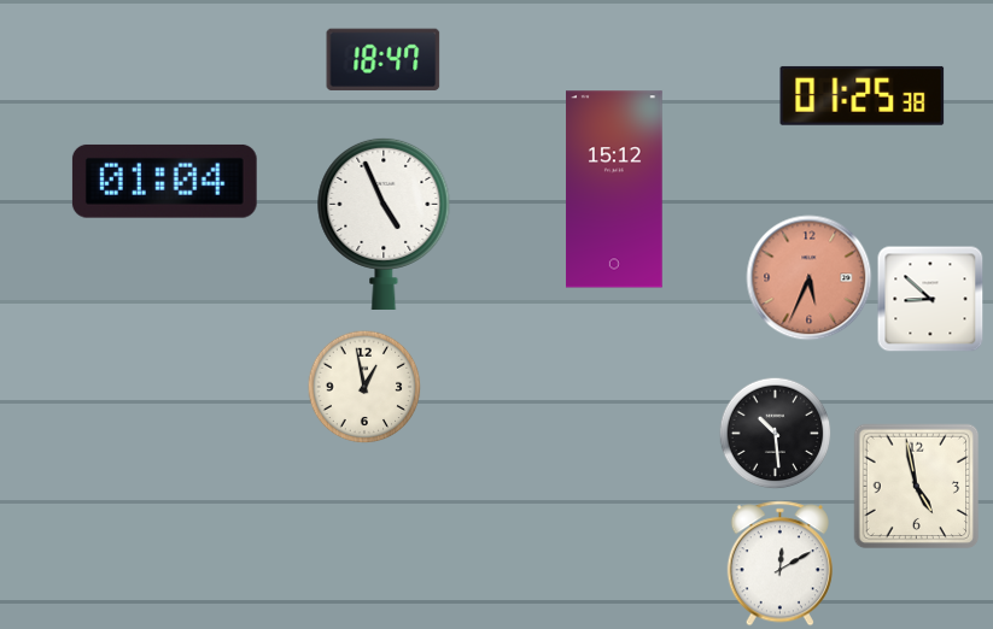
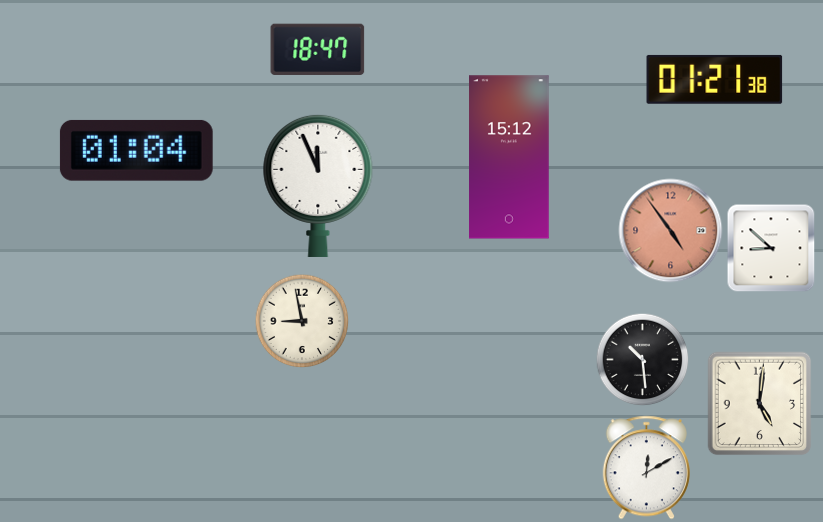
clock at (863, 95): 01:25 -> 01:21
clock at (384, 223): 4:56 -> 11:56
clock at (810, 278): 5:34 -> 4:54
clock at (364, 387): 12:58 -> 8:58
clock at (917, 487): 4:58 -> 5:01
